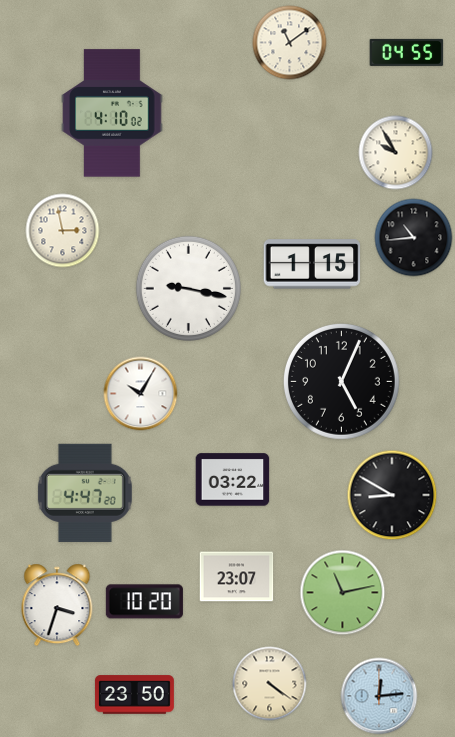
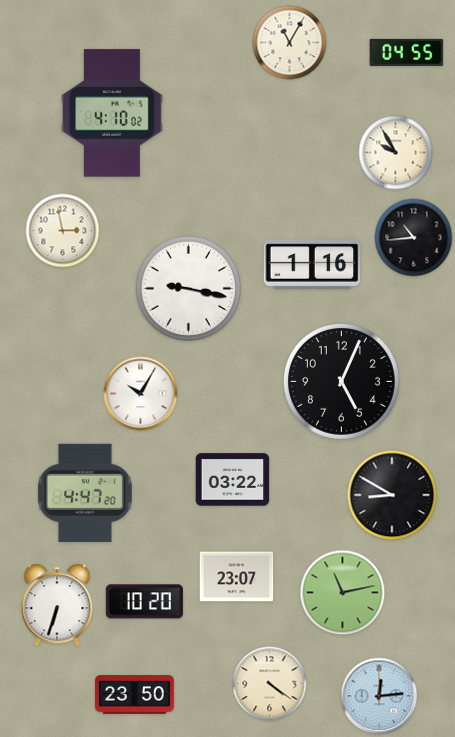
clock at (290, 43): 11:09 -> 11:05
clock at (312, 264): 1:15 -> 1:16
clock at (57, 605): 3:33 -> 6:33
